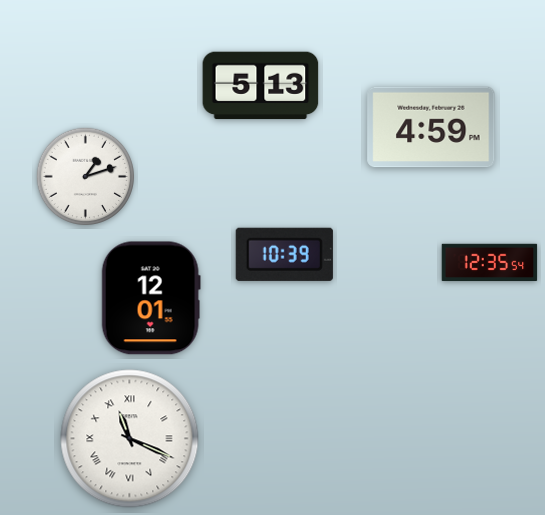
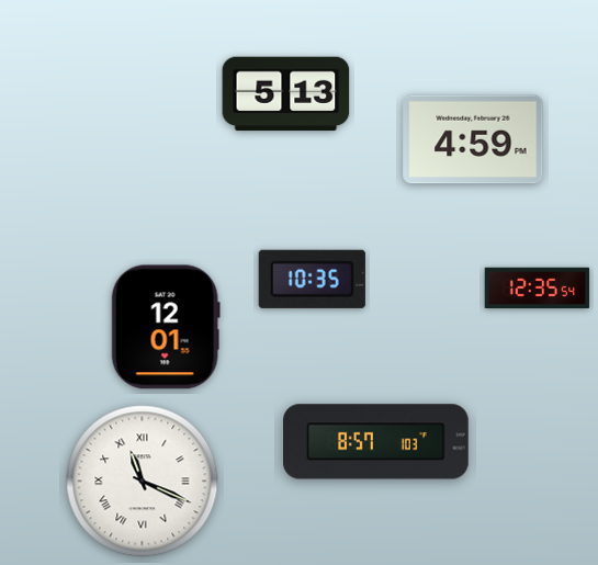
clock at (86, 177): 1:12 -> none
clock at (284, 254): 10:39 -> 10:35
clock at (376, 442): none -> 8:57
